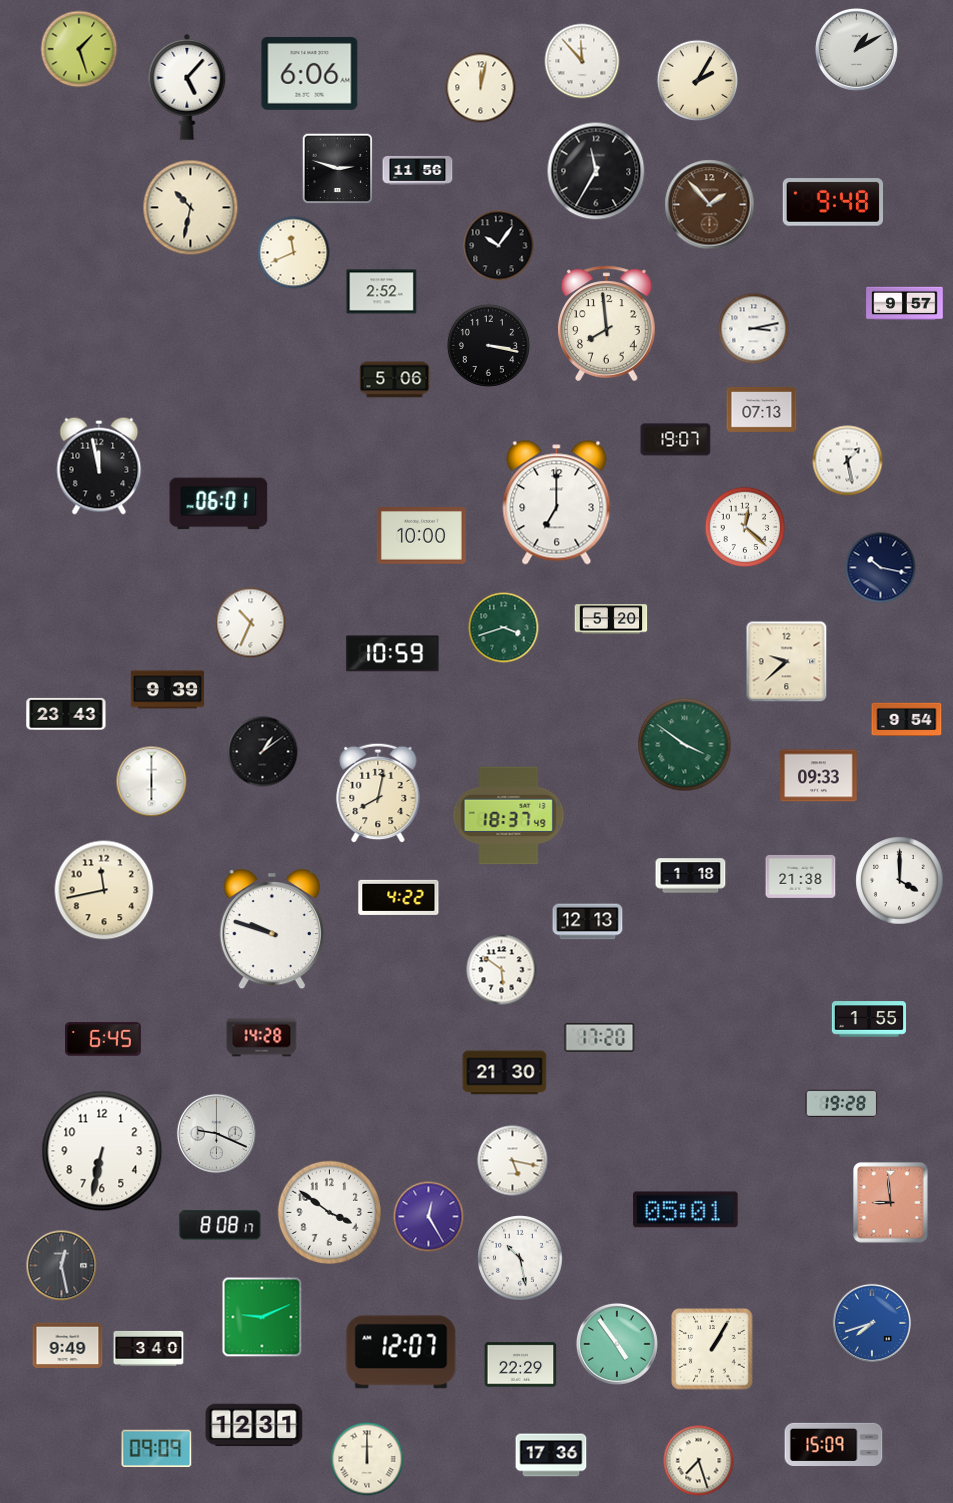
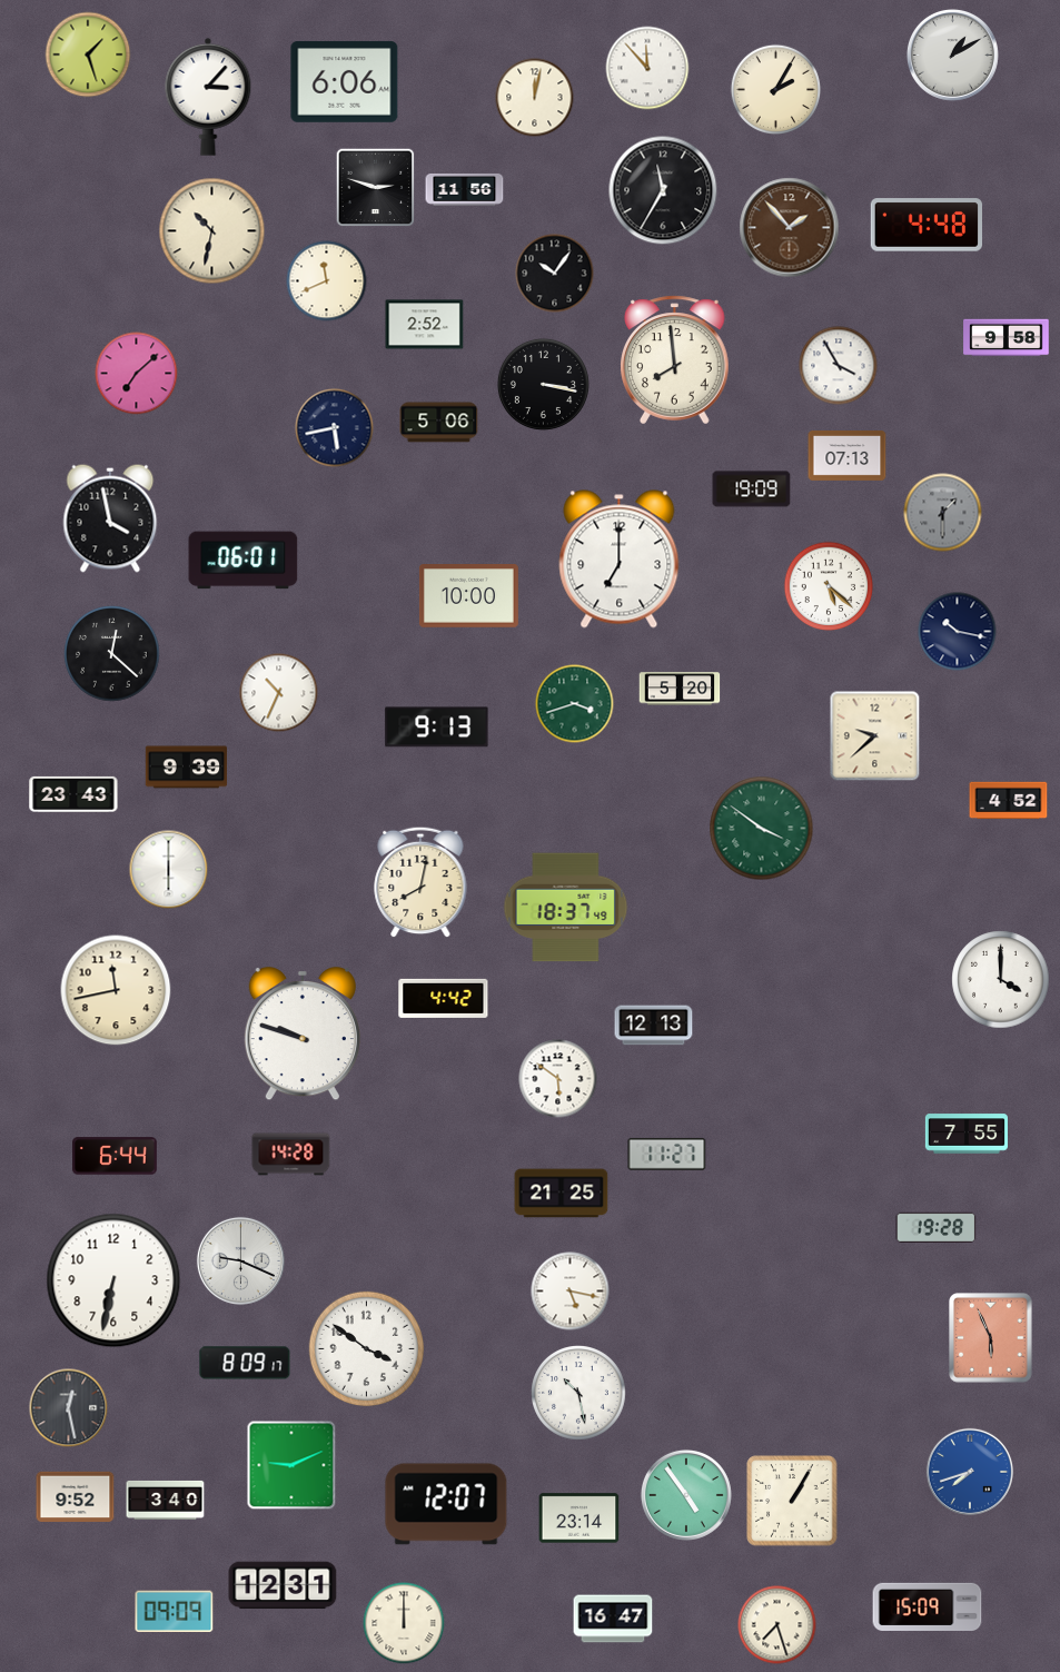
clock at (187, 87): 5:07 -> 3:07
clock at (832, 202): 9:48 -> 4:48
clock at (905, 304): 9:57 -> 9:58
clock at (754, 329): 3:13 -> 3:55
clock at (137, 374): none -> 7:08
clock at (335, 428): none -> 5:43
clock at (676, 440): 19:07 -> 19:09
clock at (848, 461): 1:28 -> 1:30
clock at (848, 461) dial: white -> grey
clock at (99, 466): 11:58 -> 3:58
clock at (745, 527): 12:22 -> 5:22
clock at (881, 568) position: (881, 568) -> (958, 632)
clock at (112, 654): none -> 12:22
clock at (504, 628) position: (504, 628) -> (575, 704)
clock at (393, 654): 10:59 -> 9:13
clock at (907, 720): 9:54 -> 4:52
clock at (263, 752): 1:09 -> none
clock at (819, 776): 09:33 -> none
clock at (691, 876): 1:18 -> none
clock at (801, 876): 21:38 -> none
clock at (399, 897): 4:22 -> 4:42
clock at (869, 1019): 1:55 -> 7:55
clock at (600, 1037): 17:20 -> 11:27
clock at (104, 1039): 6:45 -> 6:44
clock at (505, 1073): 21:30 -> 21:25
clock at (891, 1203): 8:59 -> 5:56
clock at (686, 1210): 05:01 -> none
clock at (429, 1217): 12:25 -> none
clock at (220, 1225): 8:08 -> 8:09
clock at (521, 1259) position: (521, 1259) -> (579, 1394)
clock at (68, 1346): 9:49 -> 9:52
clock at (521, 1365): 22:29 -> 23:14
clock at (551, 1455): 17:36 -> 16:47
clock at (367, 1459) position: (367, 1459) -> (404, 1623)
